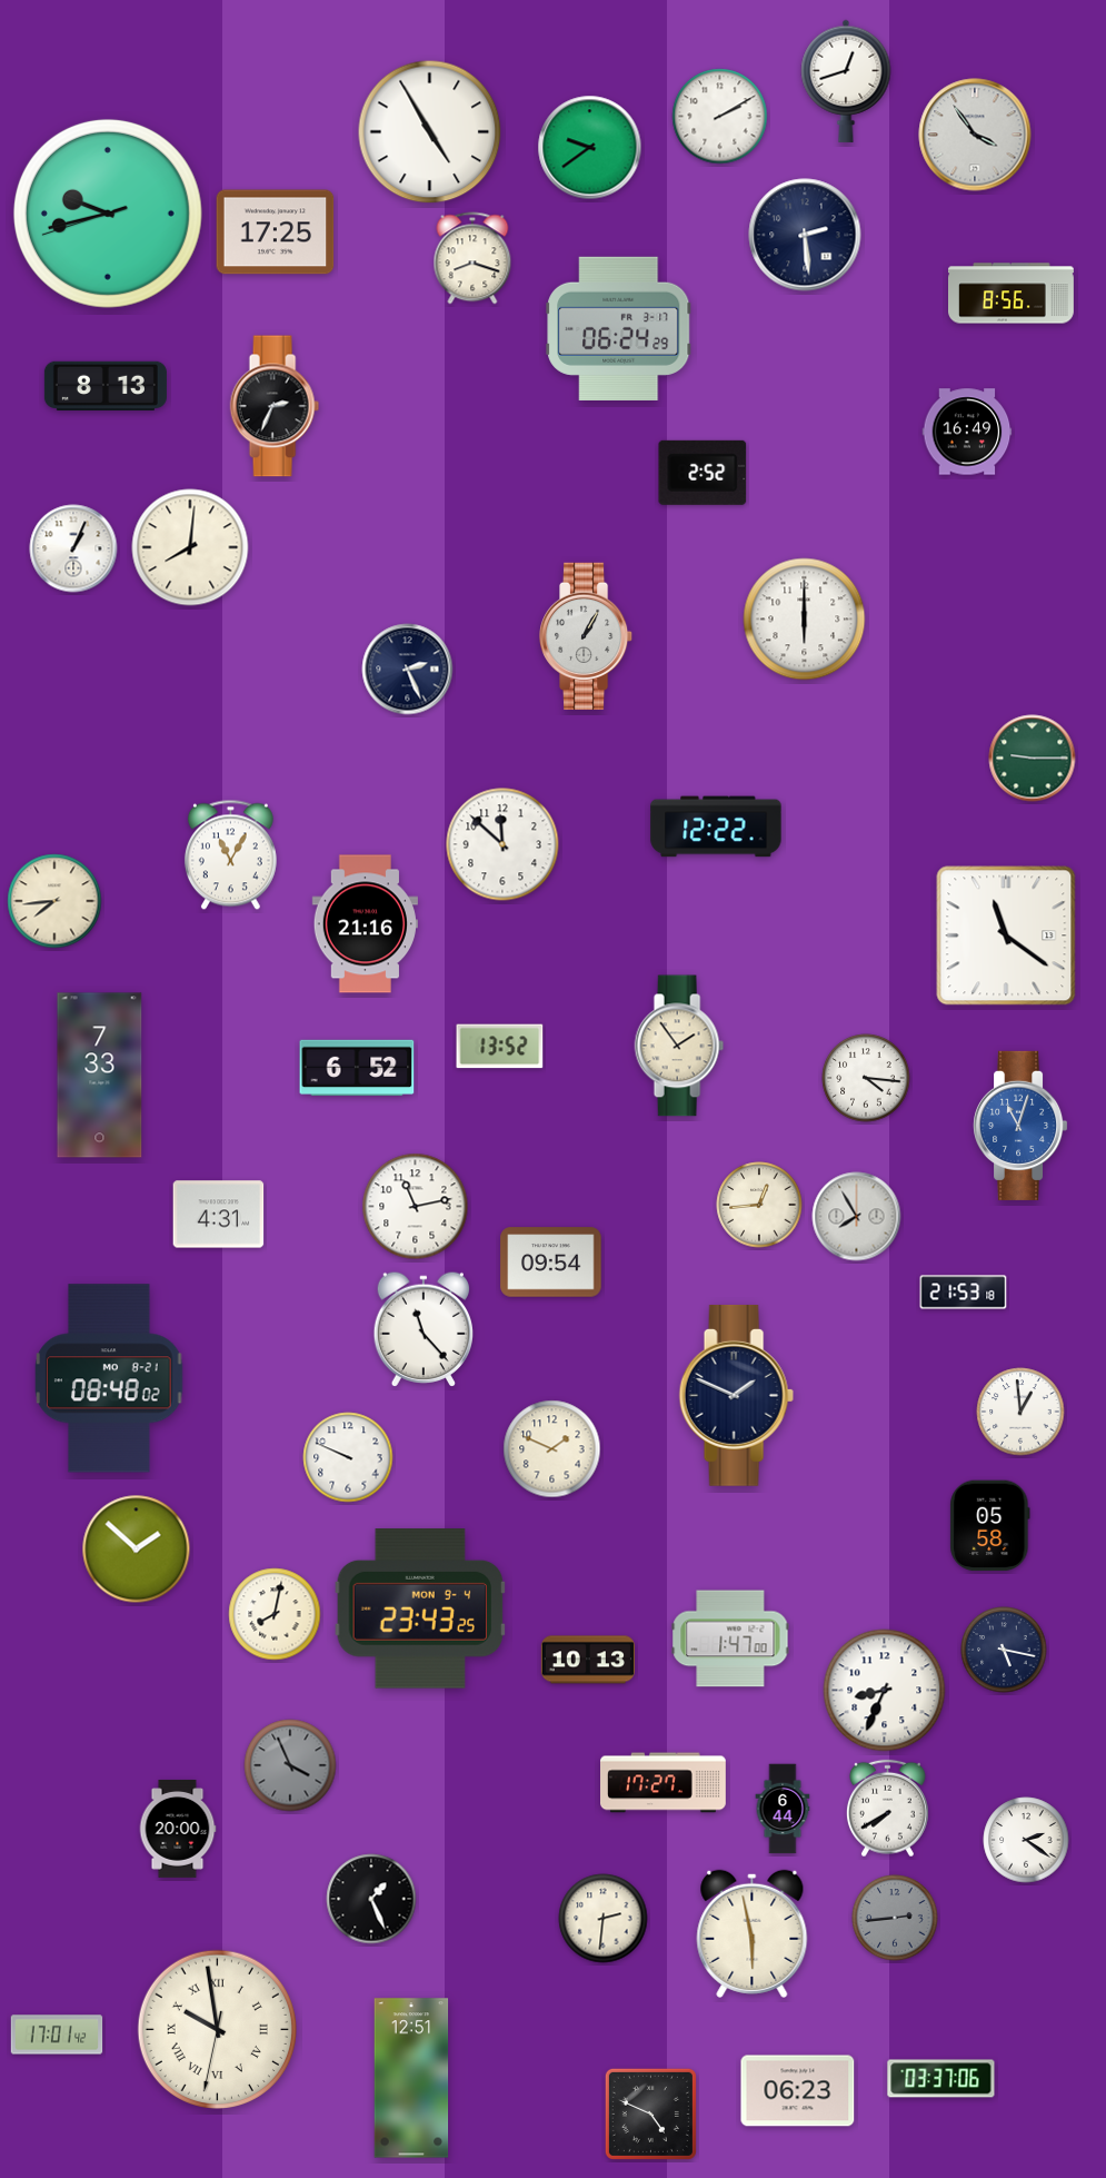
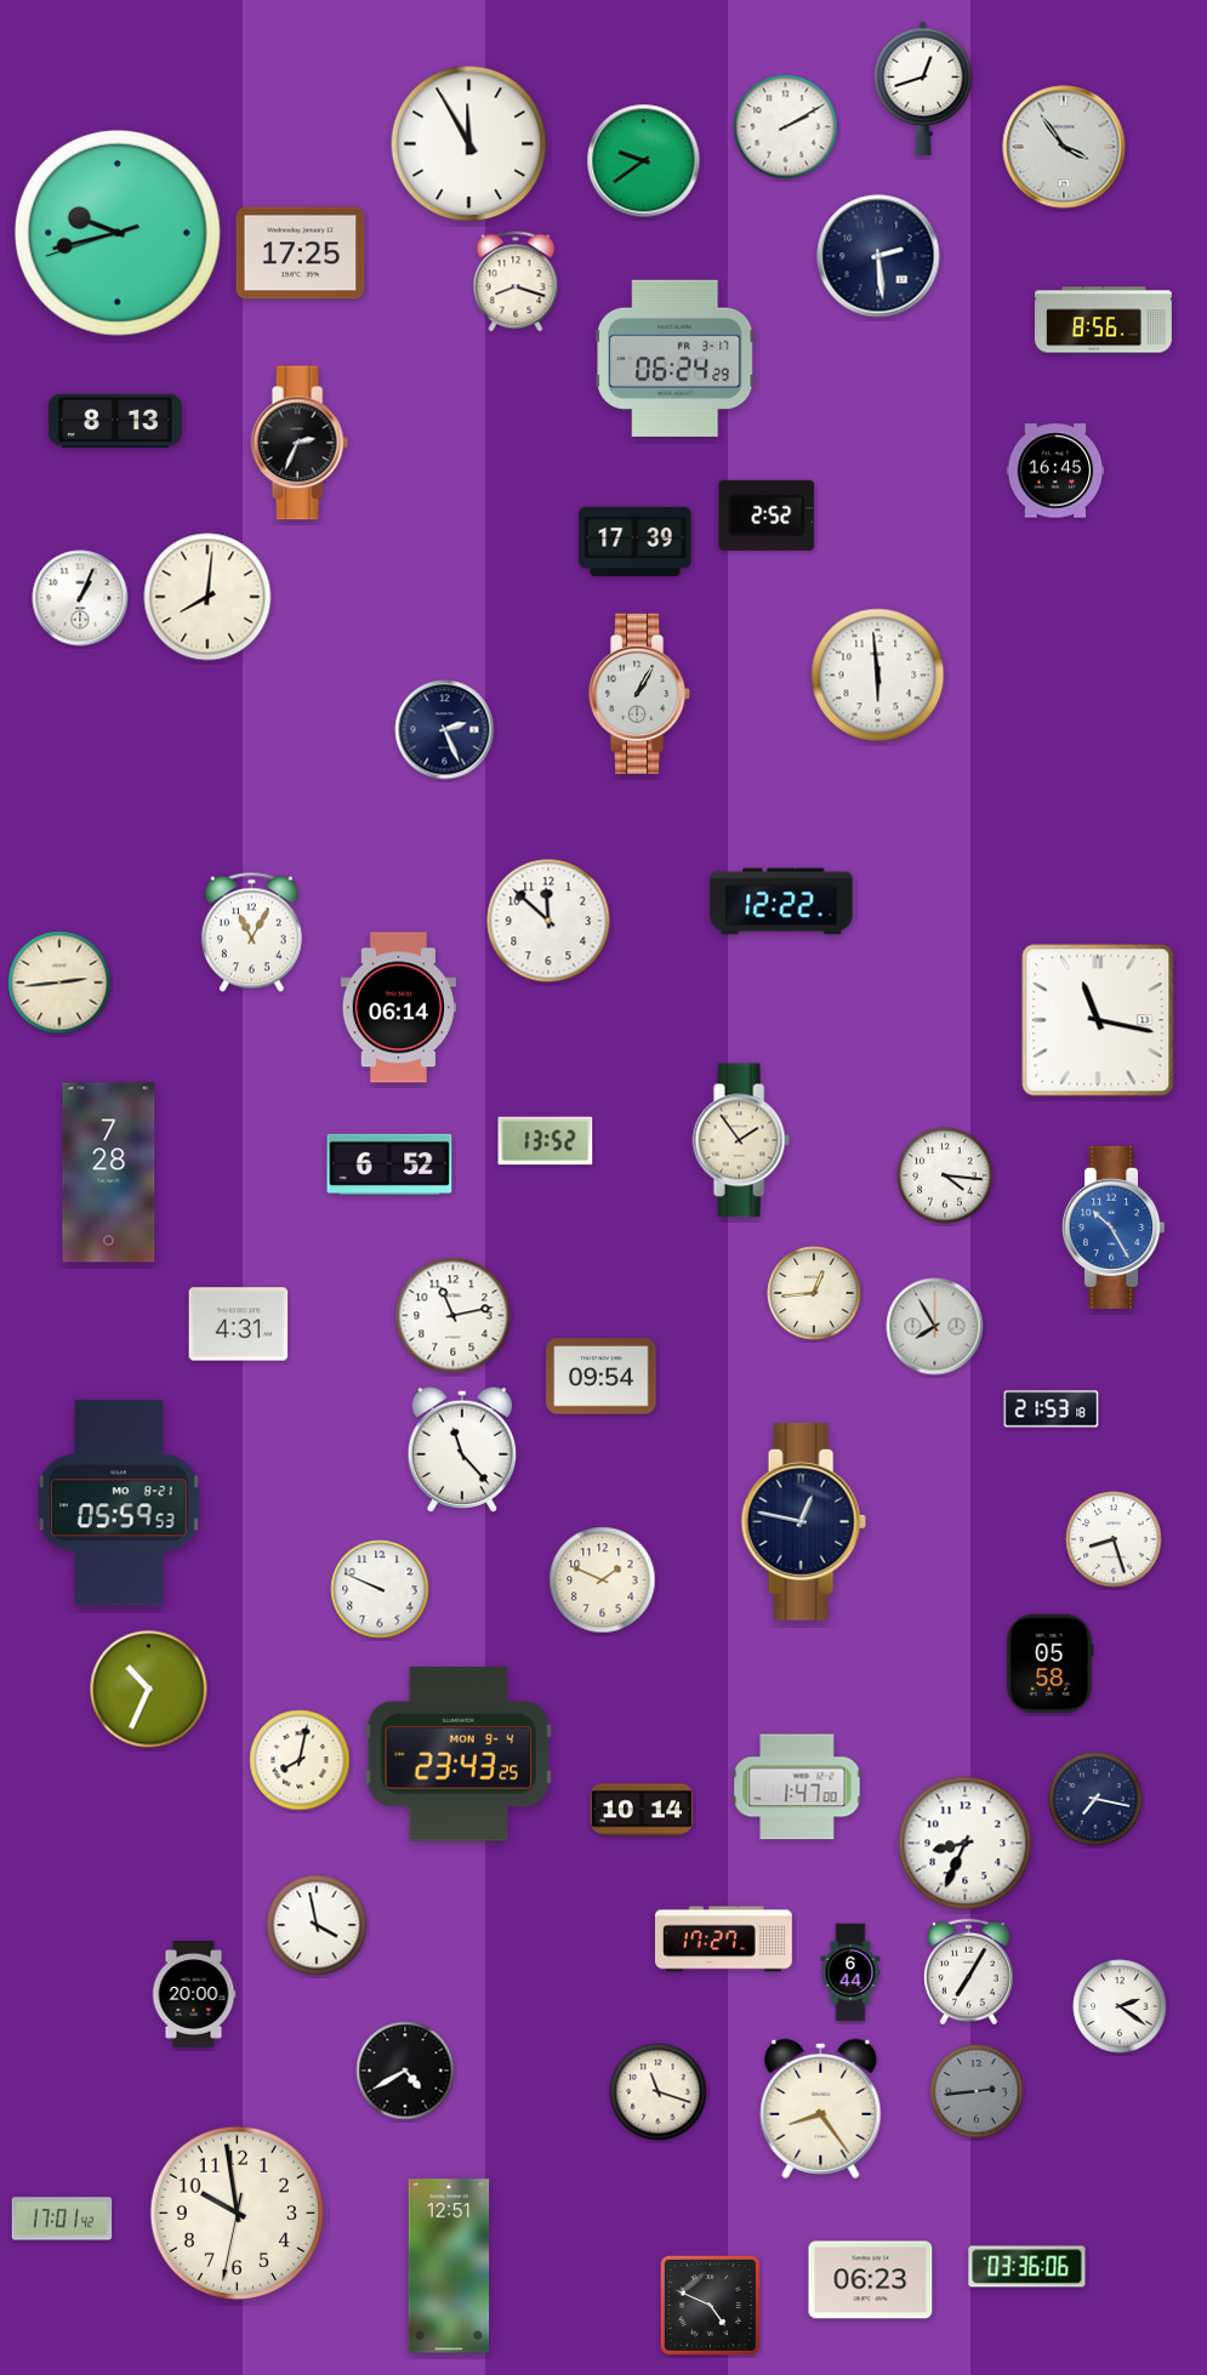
clock at (430, 132): 4:55 -> 11:55
clock at (967, 432): 16:49 -> 16:45
clock at (636, 541): none -> 17:39
clock at (805, 620): 6:00 -> 5:59
clock at (1033, 759): 9:15 -> none
clock at (54, 901): 7:44 -> 2:44
clock at (365, 924): 21:16 -> 06:14
clock at (1006, 935): 11:21 -> 11:17
clock at (100, 1076): 7:33 -> 7:28
clock at (1022, 1126): 11:03 -> 10:25
clock at (759, 1205) position: (759, 1205) -> (814, 1293)
clock at (109, 1378): 08:48 -> 05:59
clock at (736, 1395): 1:49 -> 12:47
clock at (1020, 1412): 12:59 -> 8:27
clock at (990, 1526) position: (990, 1526) -> (1051, 1664)
clock at (137, 1550): 1:52 -> 10:34
clock at (1004, 1650): 5:17 -> 7:17
clock at (588, 1660): 10:13 -> 10:14
clock at (290, 1765): 3:56 -> 3:58
clock at (290, 1765) dial: grey -> white
clock at (664, 1783) position: (664, 1783) -> (724, 1940)
clock at (783, 1809) position: (783, 1809) -> (850, 1972)
clock at (888, 1809): 7:40 -> 7:05
clock at (371, 1899): 1:26 -> 4:40
clock at (604, 1919): 2:31 -> 11:18
clock at (753, 1933): 5:58 -> 8:24
clock at (217, 2029) numerals: Roman -> Arabic
clock at (941, 2079): 03:37 -> 03:36
